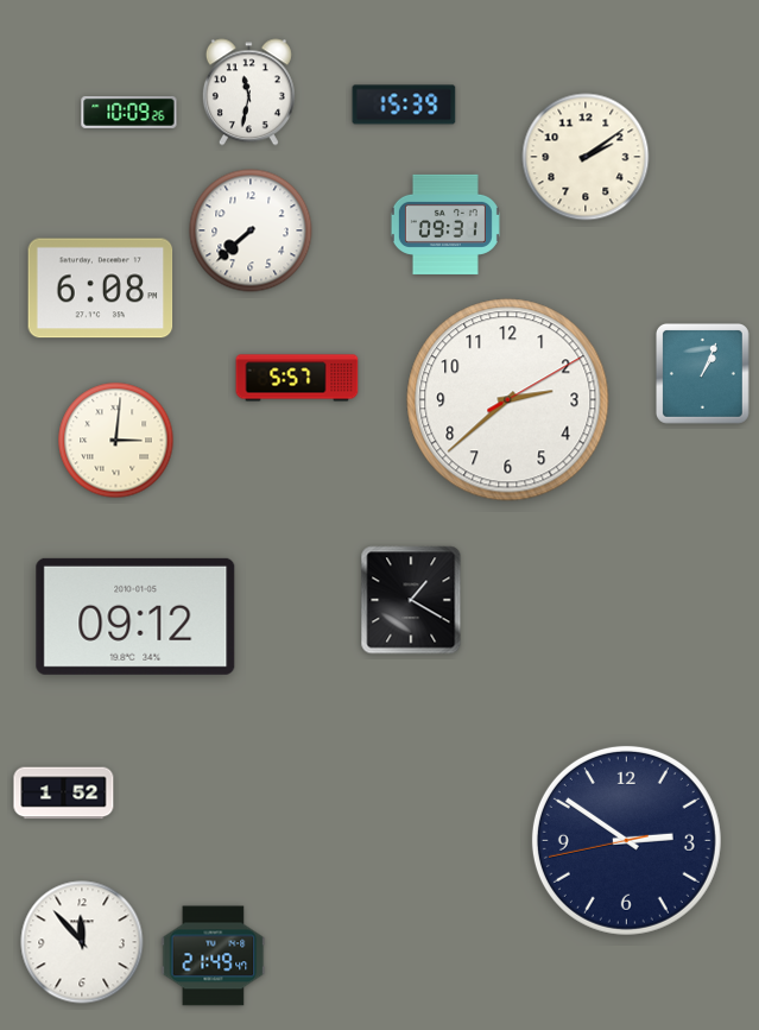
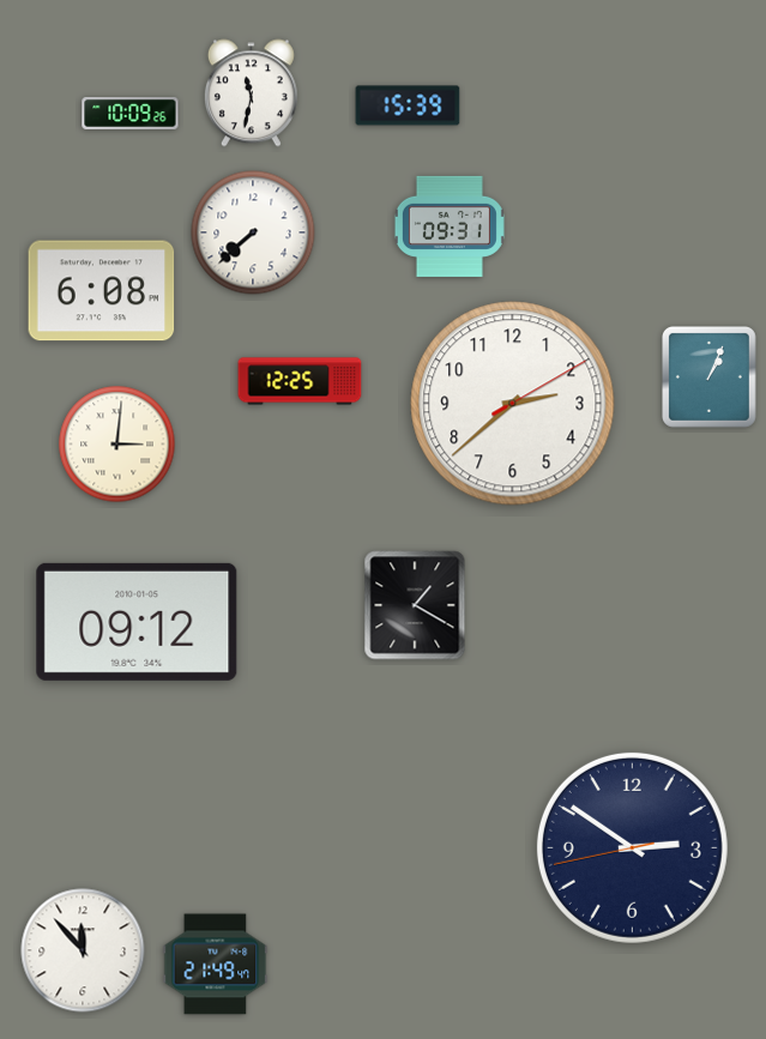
clock at (586, 157): 2:09 -> none
clock at (297, 378): 5:57 -> 12:25
clock at (64, 794): 1:52 -> none
